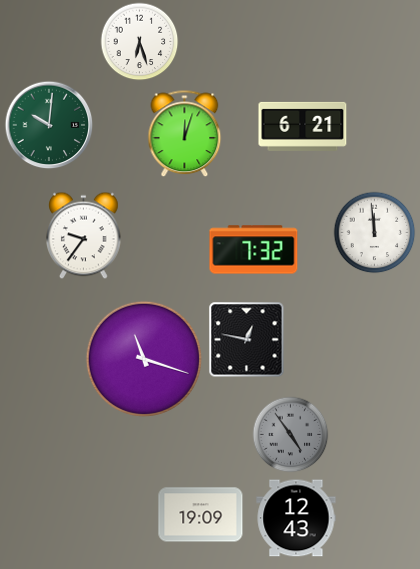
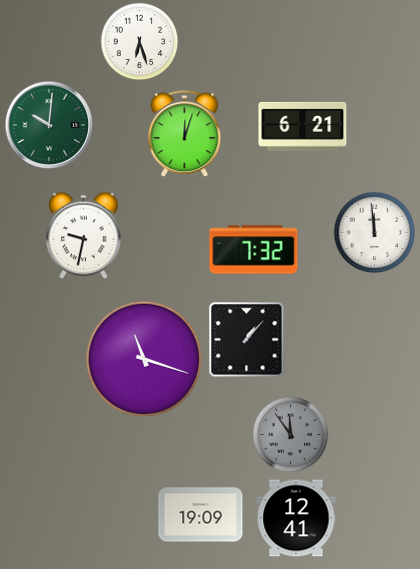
clock at (84, 236): 9:36 -> 9:32
clock at (247, 340): 12:47 -> 1:07
clock at (291, 435): 4:54 -> 11:54
clock at (296, 518): 12:43 -> 12:41
